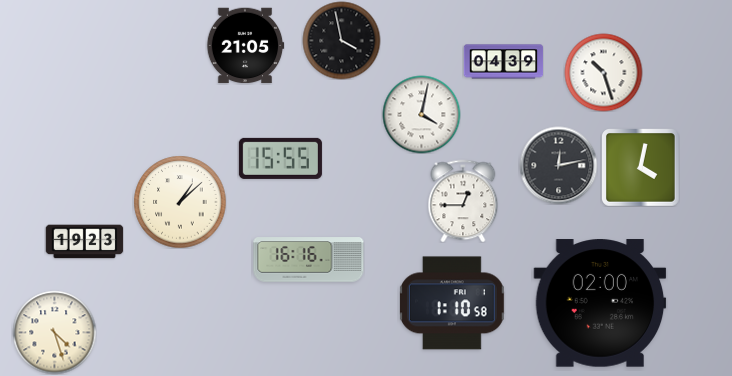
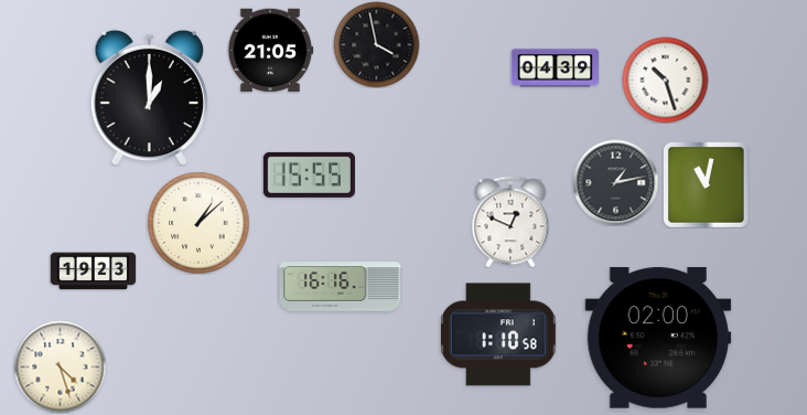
clock at (149, 97): none -> 1:00
clock at (421, 114): 4:02 -> none
clock at (558, 165): 12:13 -> 1:13
clock at (641, 168): 4:02 -> 11:02
clock at (463, 201): 12:45 -> 12:49
clock at (84, 242) position: (84, 242) -> (93, 272)
clock at (600, 303) position: (600, 303) -> (658, 338)
